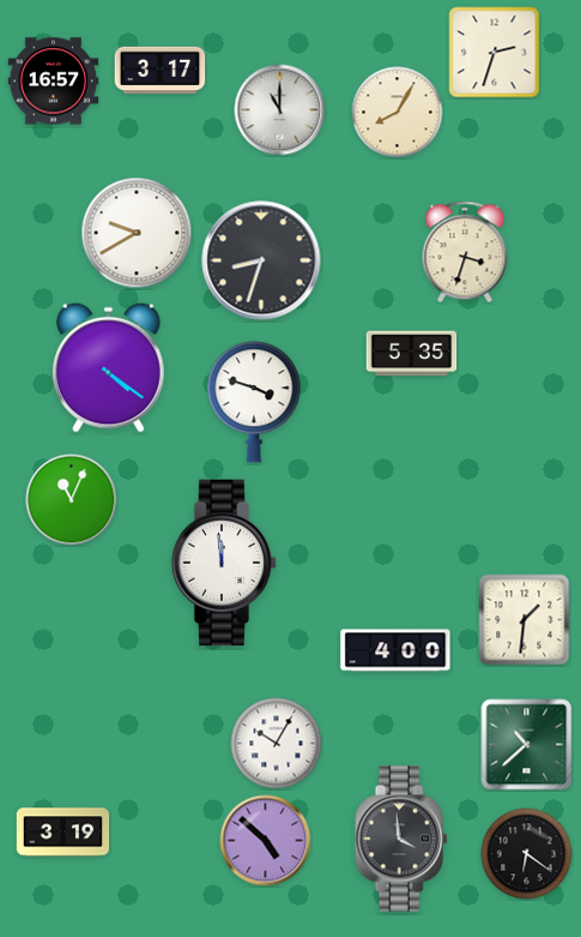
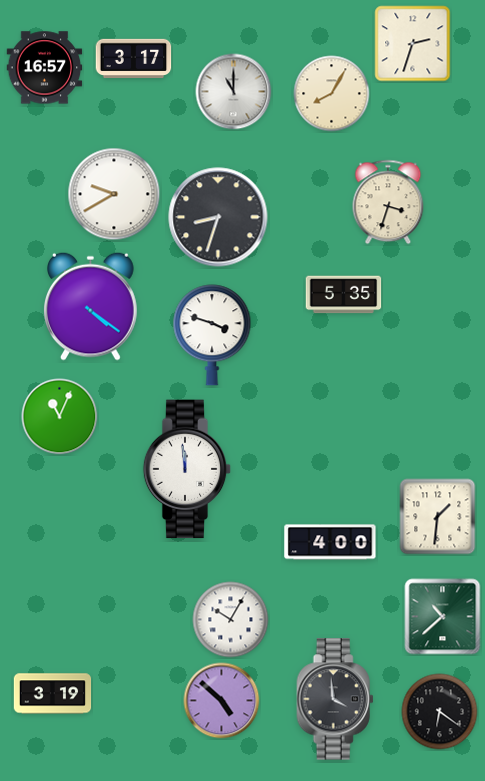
clock at (465, 252) position: (465, 252) -> (388, 202)
clock at (527, 745) position: (527, 745) -> (443, 617)
